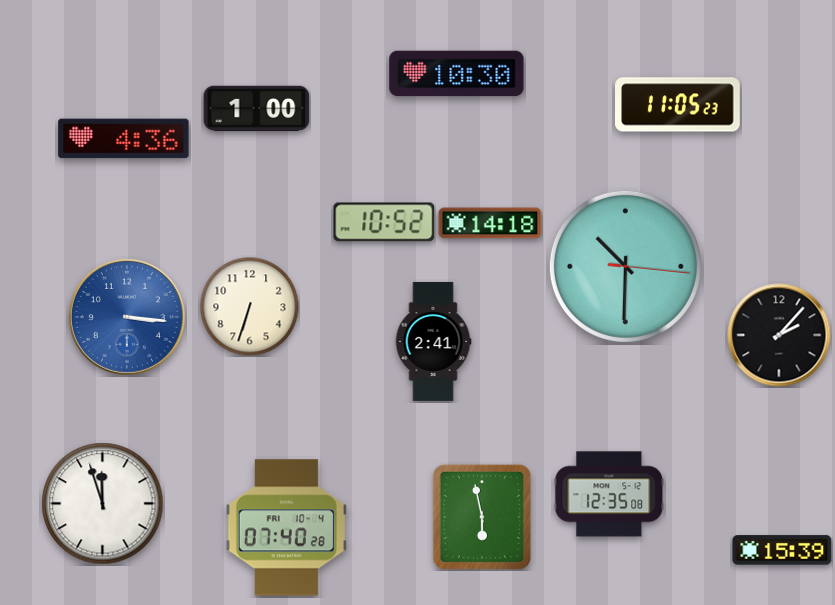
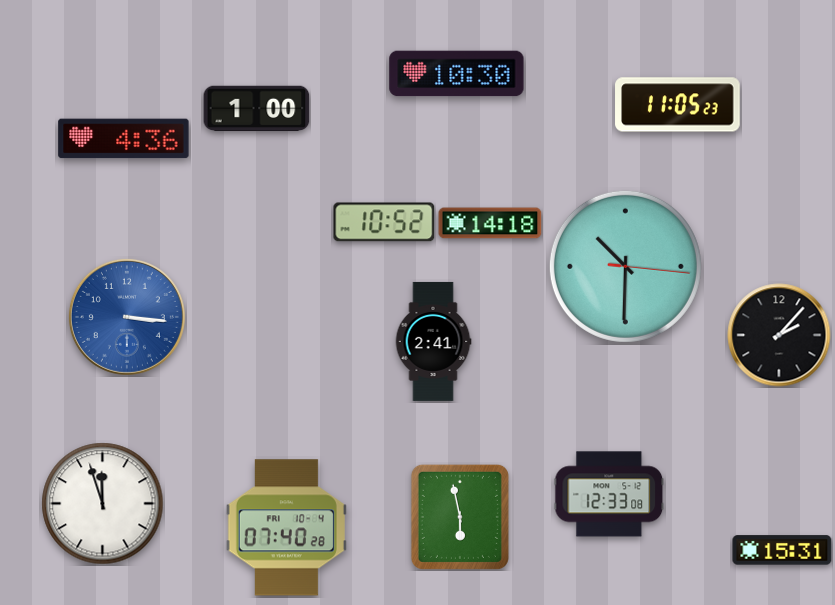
clock at (250, 307): 6:33 -> none
clock at (609, 494): 12:35 -> 12:33
clock at (482, 517) position: (482, 517) -> (460, 517)
clock at (782, 550): 15:39 -> 15:31
